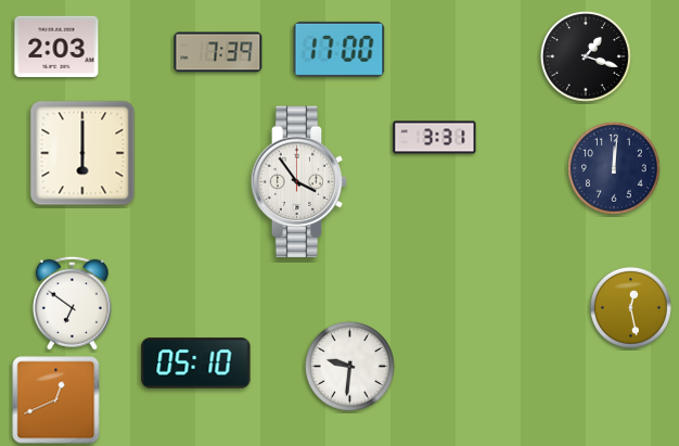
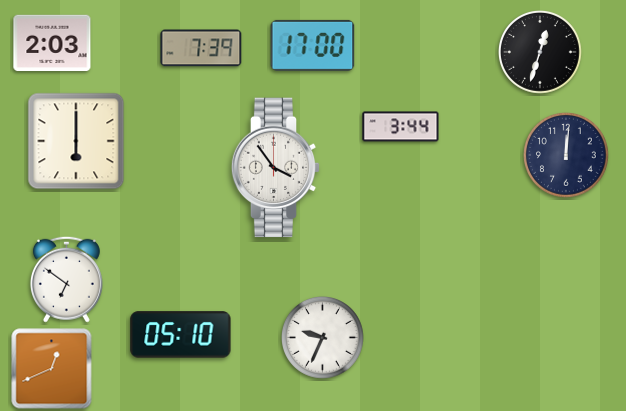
clock at (587, 58): 1:18 -> 12:33
clock at (435, 138): 3:31 -> 3:44
clock at (630, 307): 12:28 -> none
clock at (349, 366): 9:31 -> 9:34
